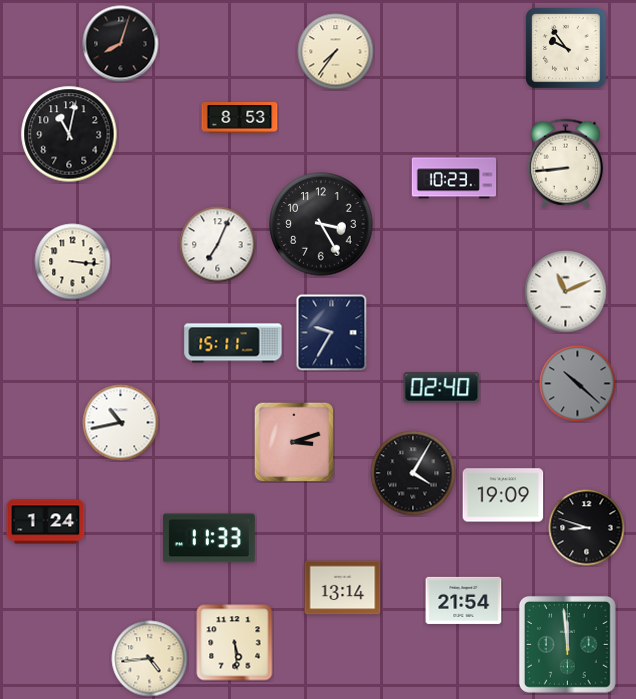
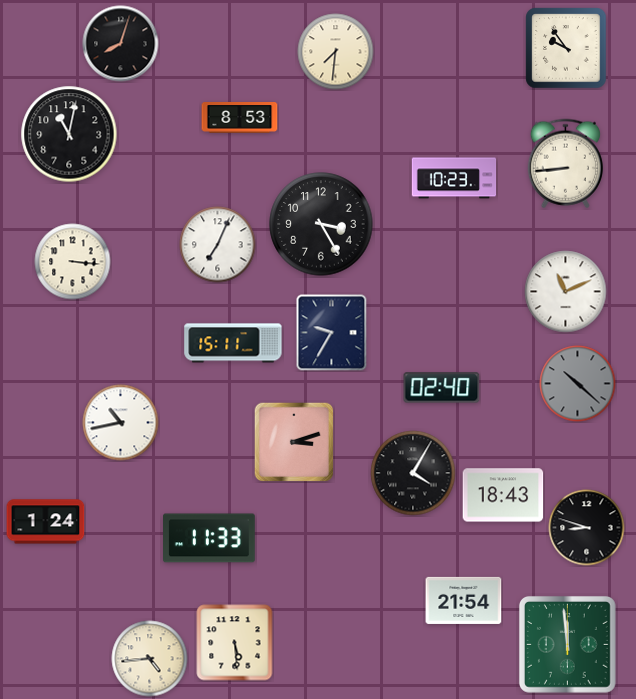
clock at (336, 52): 7:36 -> 7:31
clock at (503, 495): 19:09 -> 18:43
clock at (343, 588): 13:14 -> none
